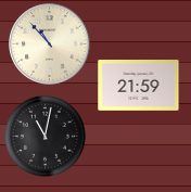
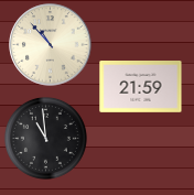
clock at (44, 136): 11:02 -> 10:59
